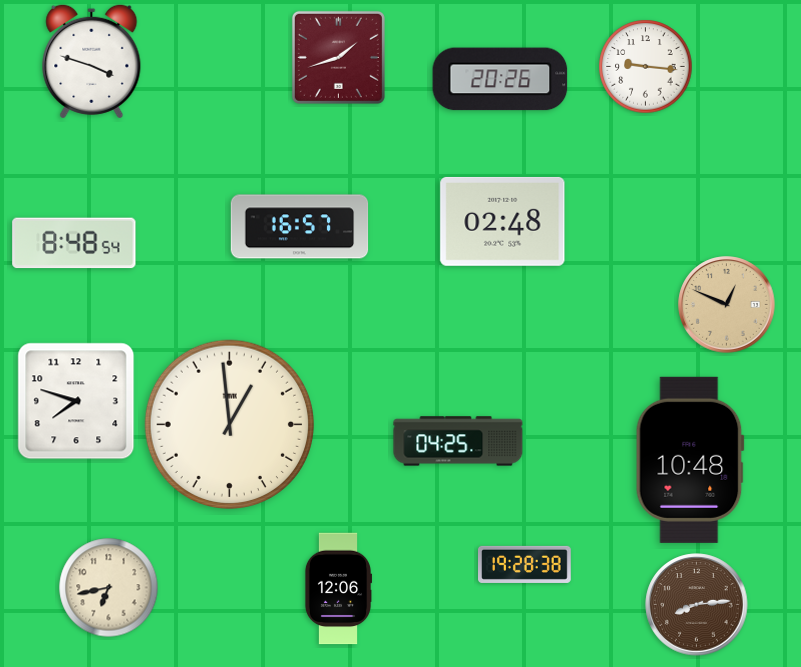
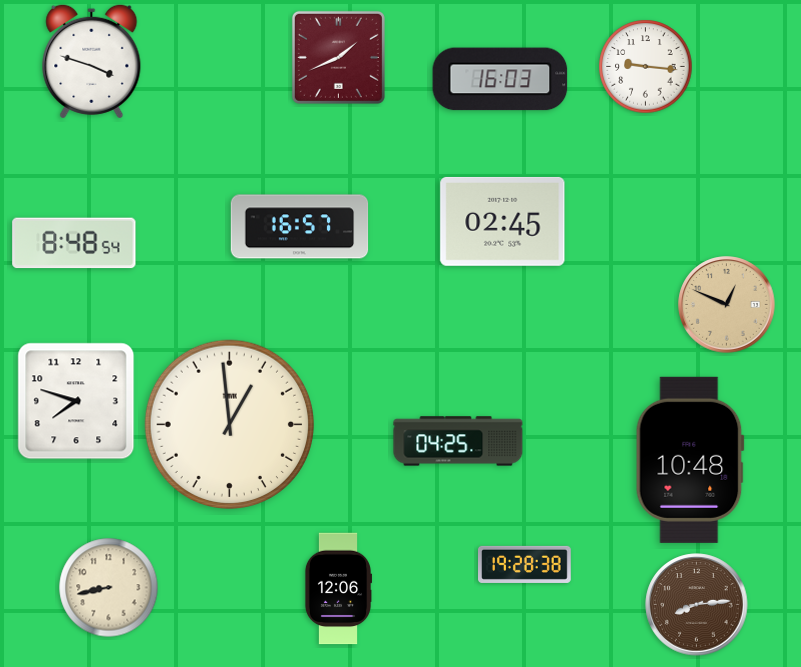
clock at (338, 57): 1:42 -> 1:41
clock at (500, 79): 20:26 -> 16:03
clock at (503, 221): 02:48 -> 02:45
clock at (109, 588): 6:43 -> 8:43
